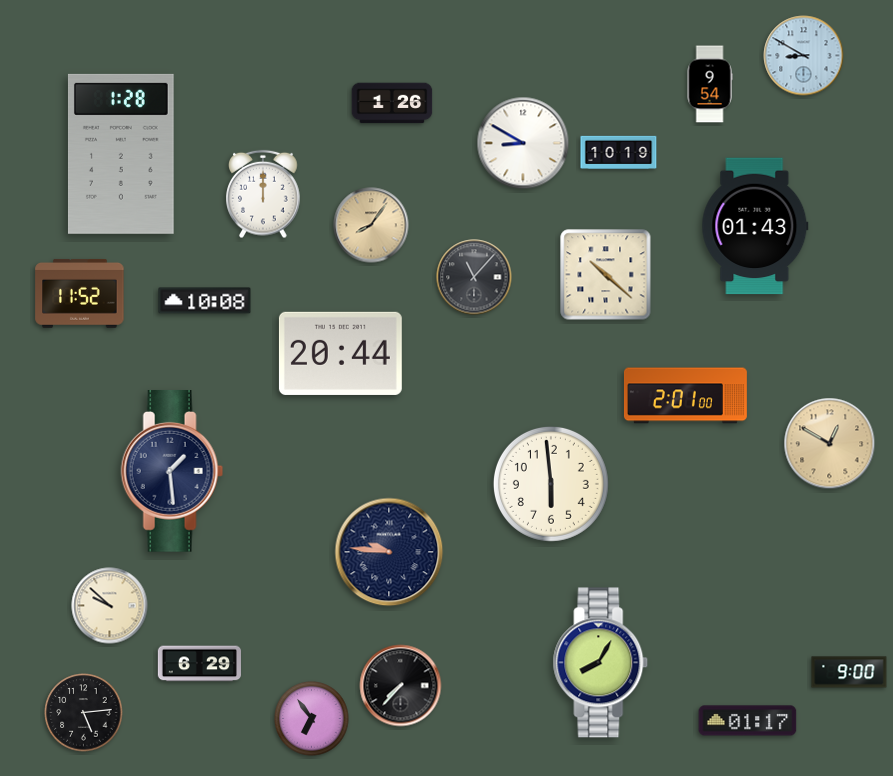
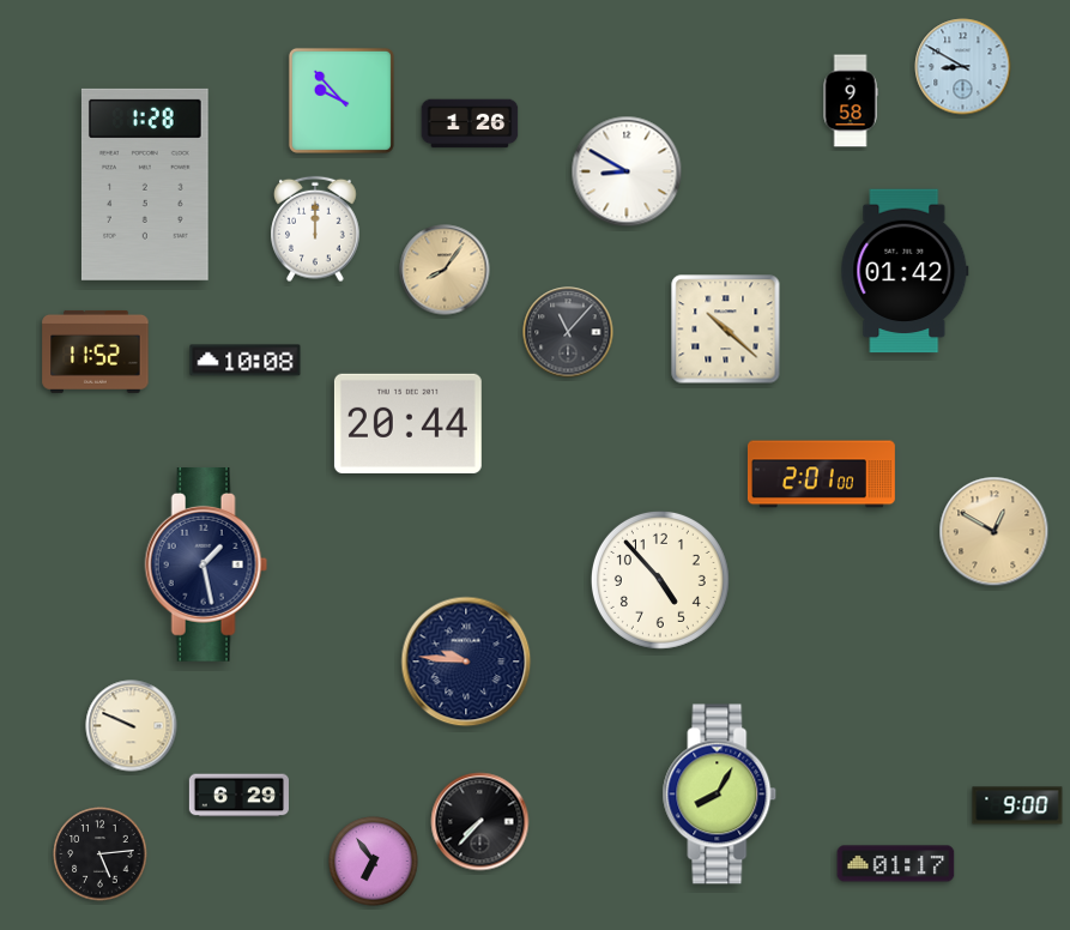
clock at (341, 101): none -> 9:53
clock at (710, 84): 9:54 -> 9:58
clock at (619, 153): 10:19 -> none
clock at (263, 194) position: (263, 194) -> (315, 229)
clock at (755, 226): 01:43 -> 01:42
clock at (172, 472): 1:29 -> 1:28
clock at (551, 484): 5:59 -> 4:53
clock at (110, 606): 9:52 -> 9:49
